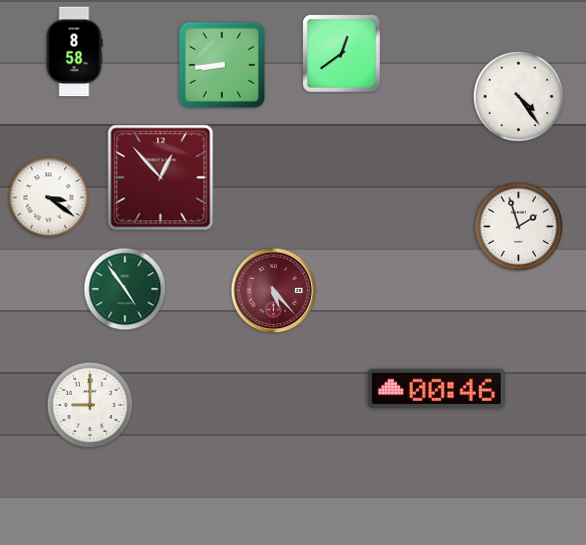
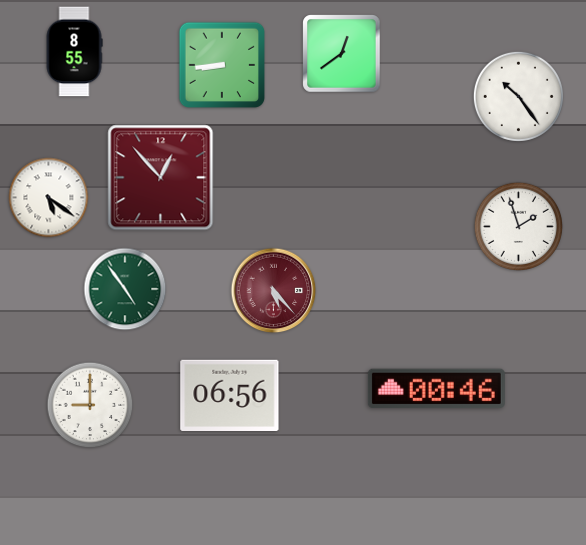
clock at (74, 52): 8:58 -> 8:55
clock at (518, 96): 4:24 -> 10:24
clock at (49, 198): 3:21 -> 5:21
clock at (230, 395): none -> 06:56
